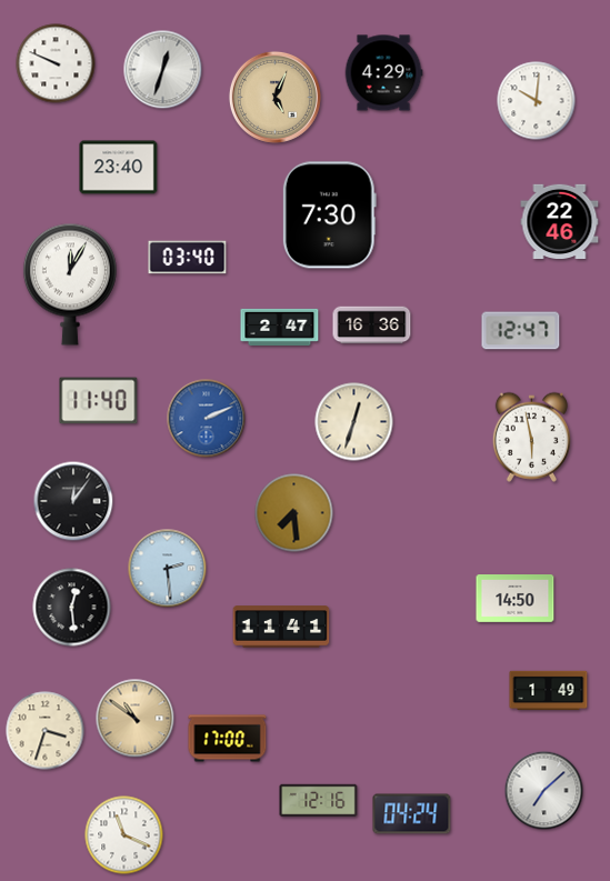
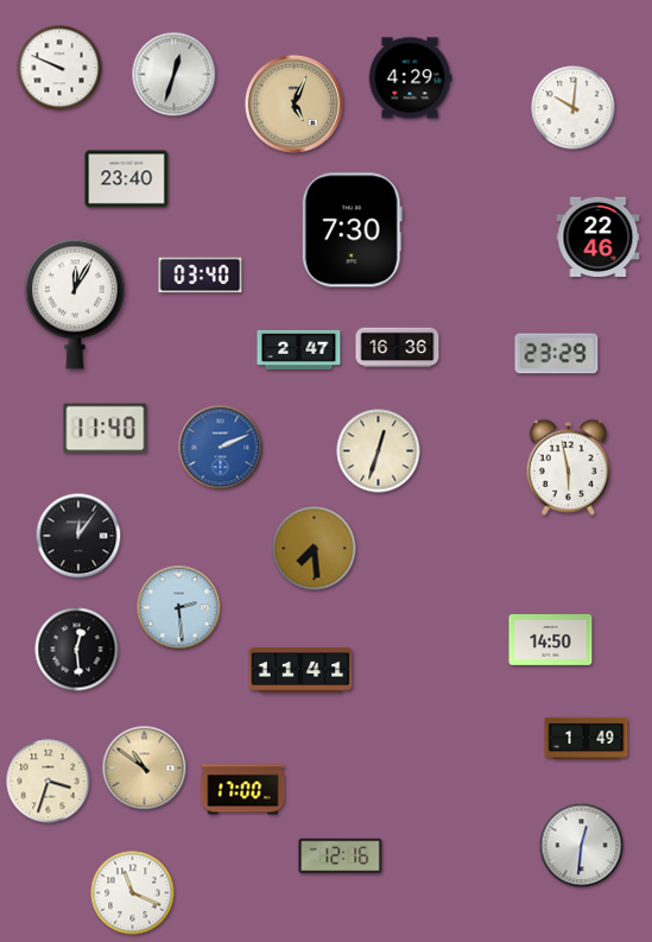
clock at (521, 331): 12:47 -> 23:29
clock at (544, 791): 7:08 -> 12:31
clock at (412, 814): 04:24 -> none
